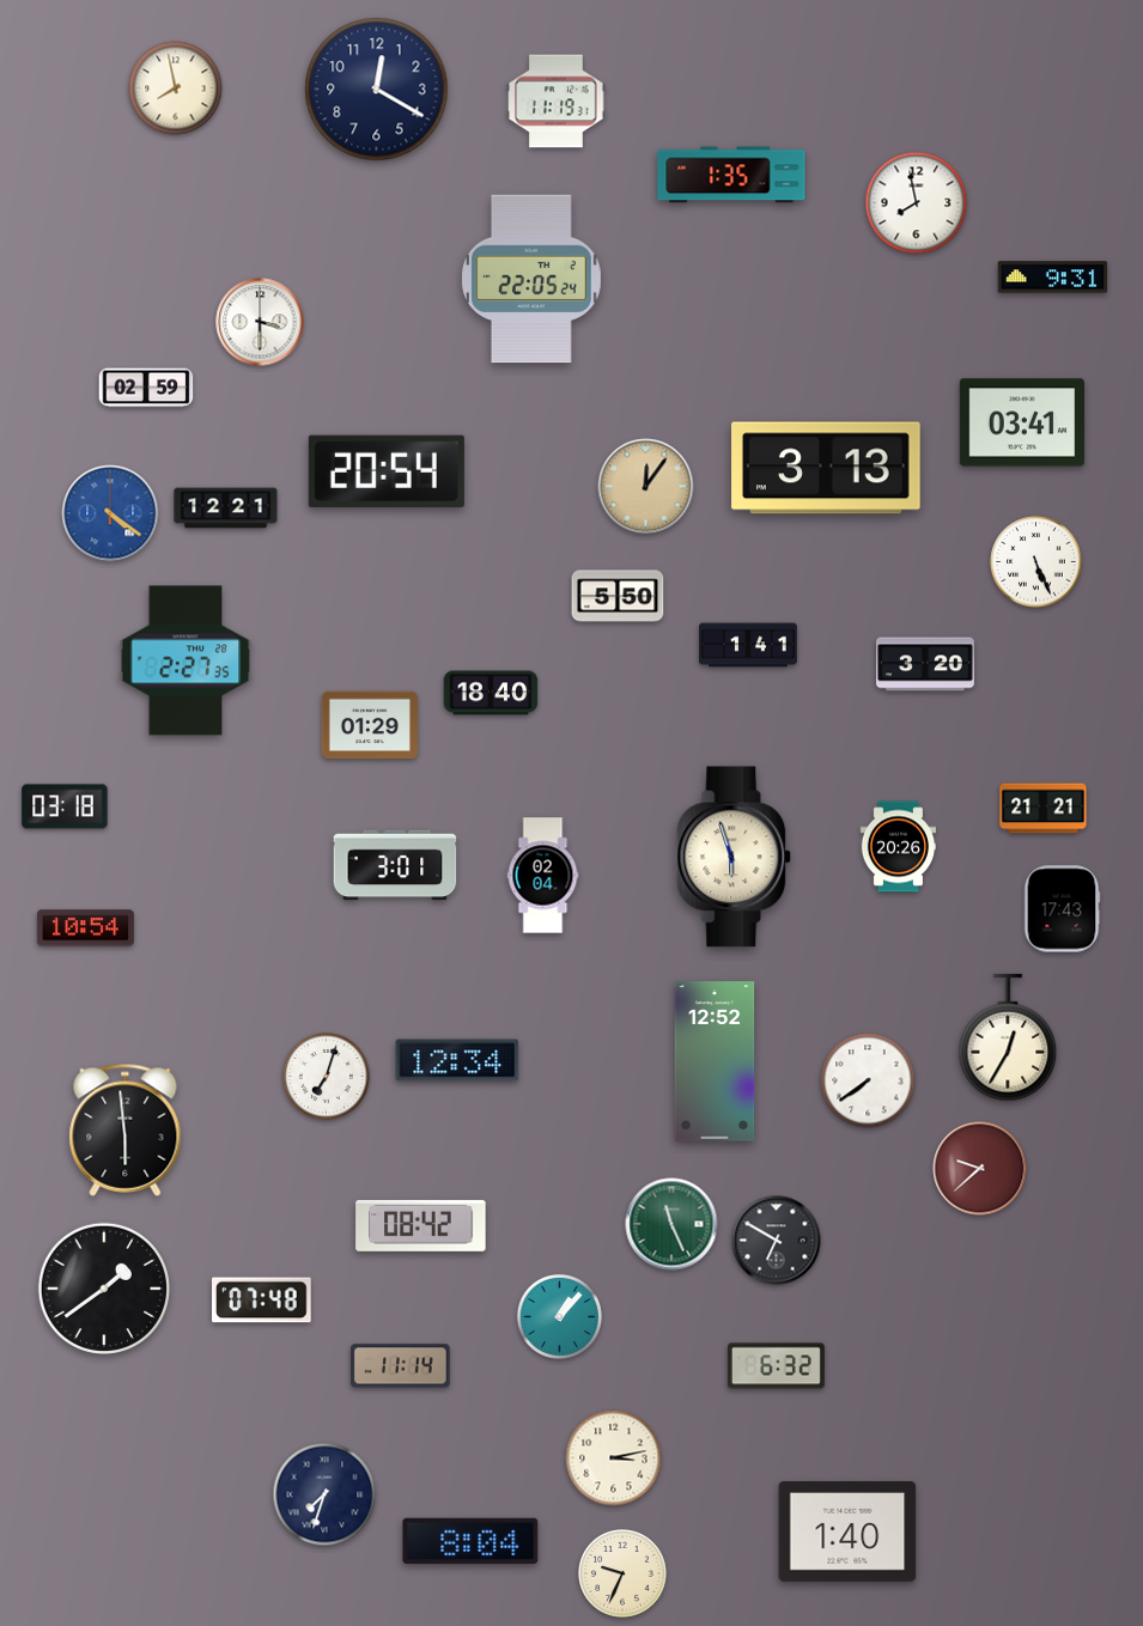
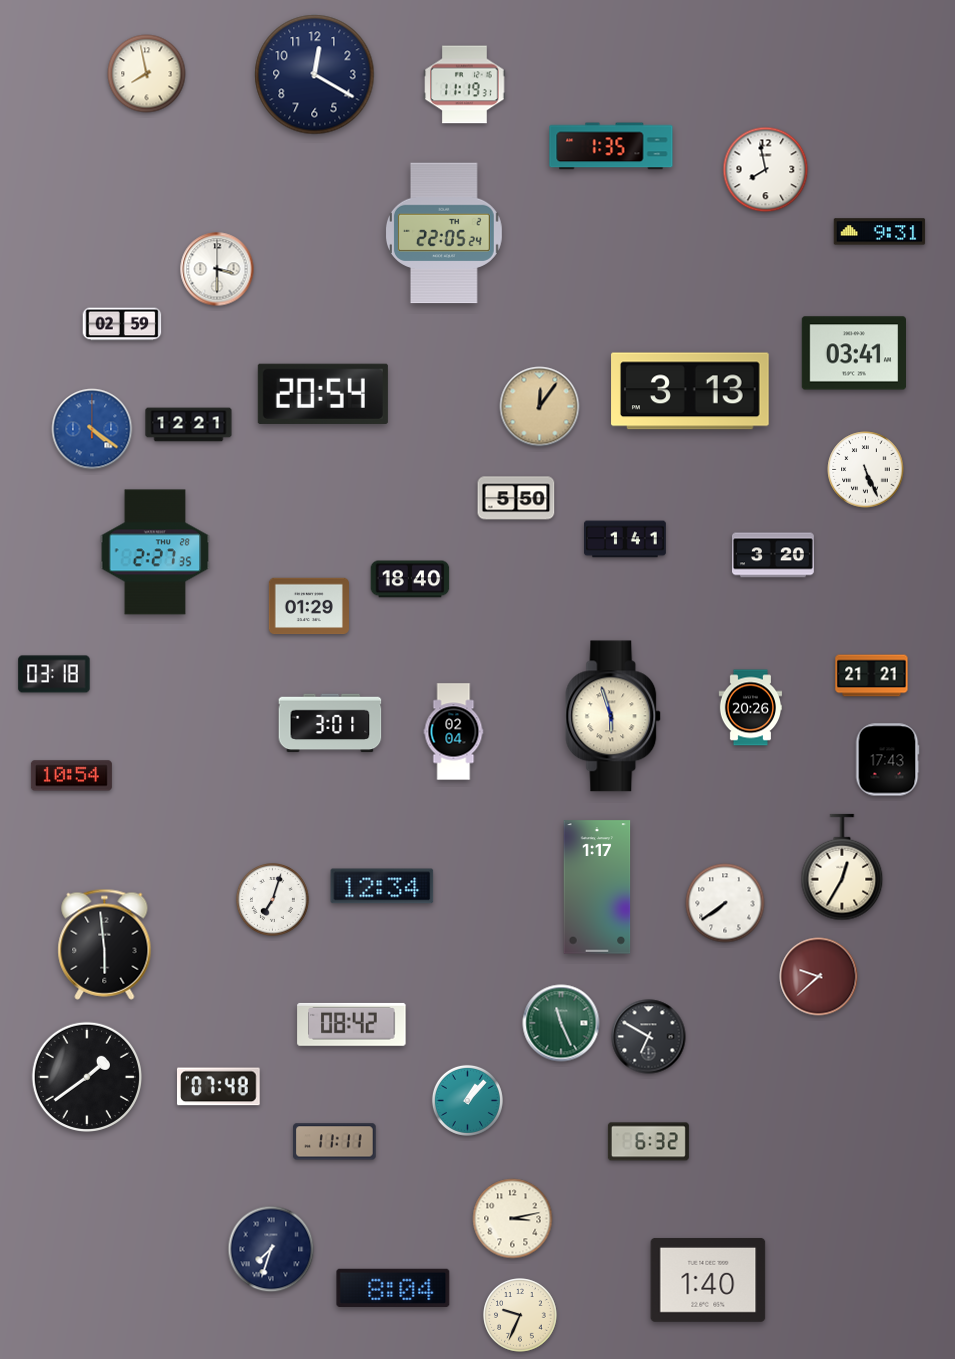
clock at (715, 1061): 12:52 -> 1:17
clock at (401, 1366): 11:14 -> 11:11
